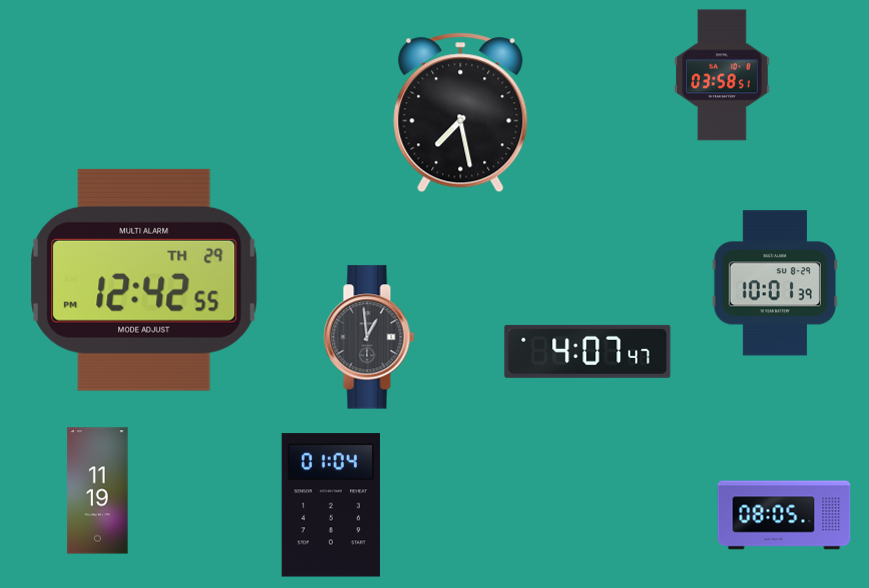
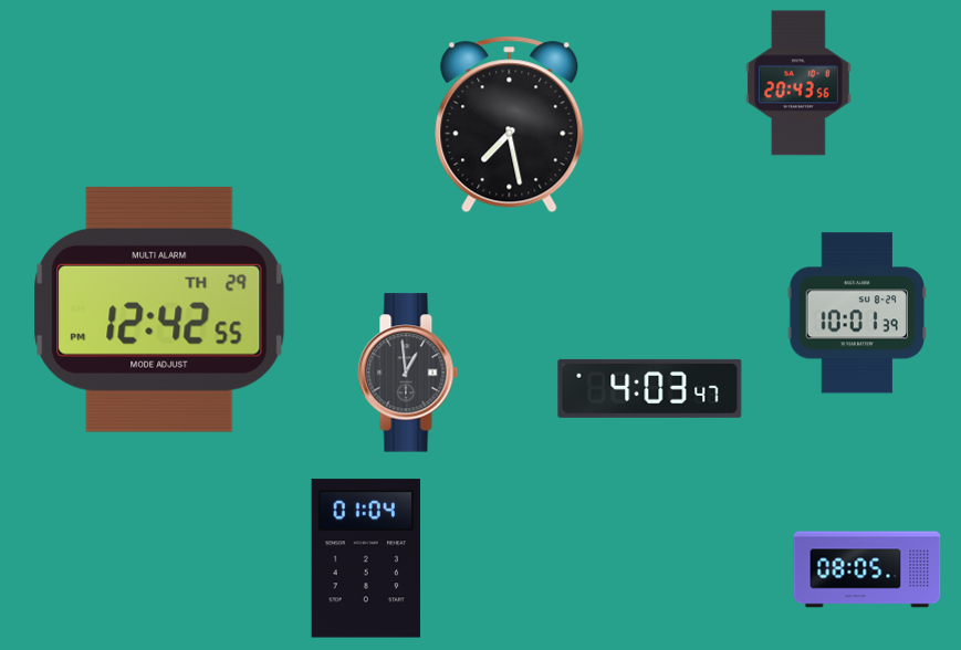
clock at (723, 75): 03:58 -> 20:43
clock at (588, 351): 4:07 -> 4:03
clock at (98, 491): 11:19 -> none
